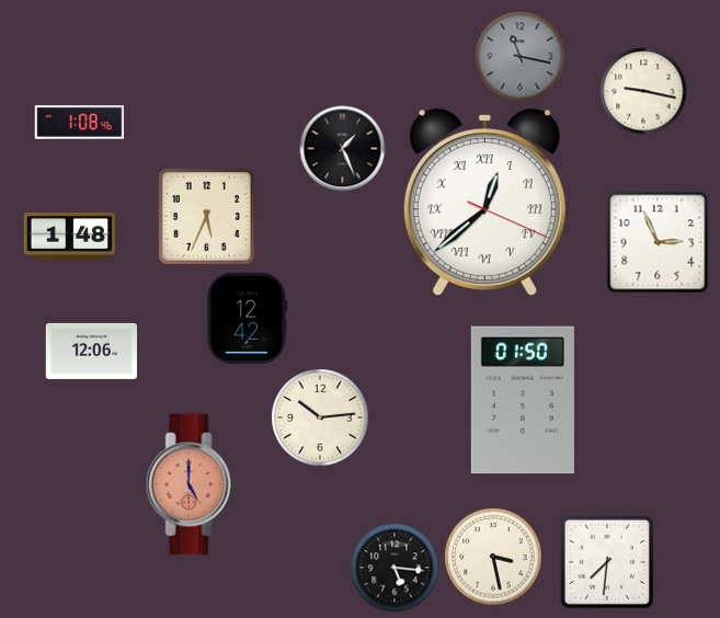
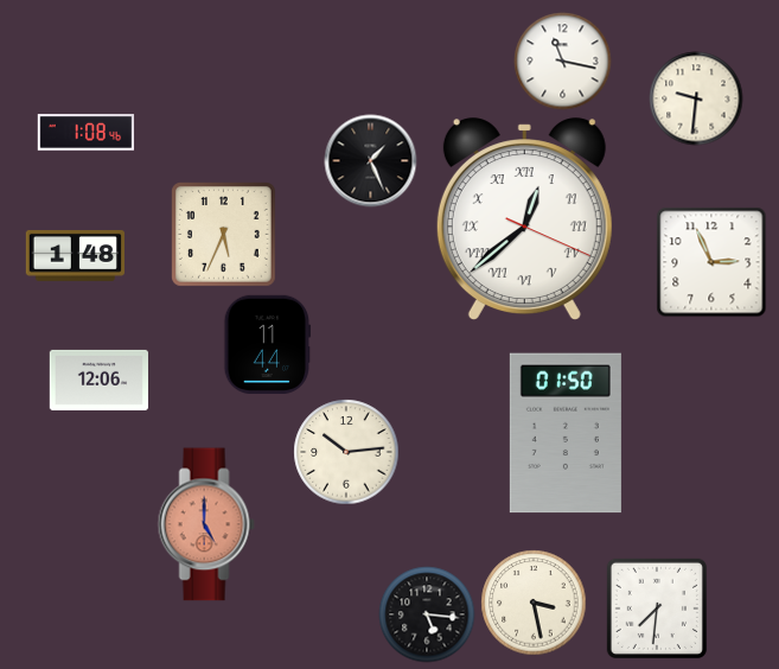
clock at (519, 56) dial: grey -> white
clock at (643, 91): 9:17 -> 9:31
clock at (247, 318): 12:42 -> 11:44
